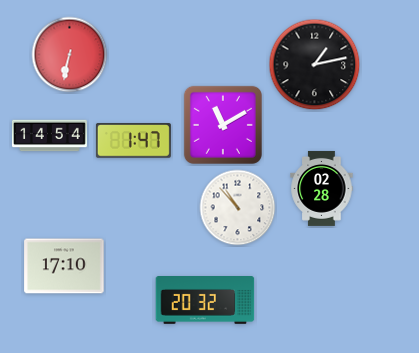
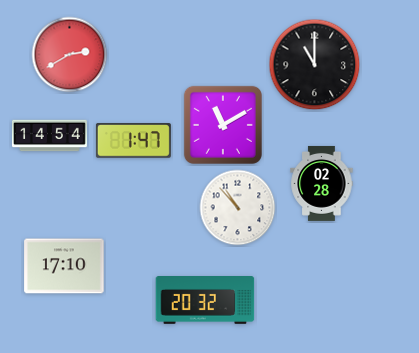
clock at (70, 55): 6:32 -> 2:40
clock at (315, 65): 1:13 -> 11:00
clock at (322, 188) position: (322, 188) -> (322, 183)
